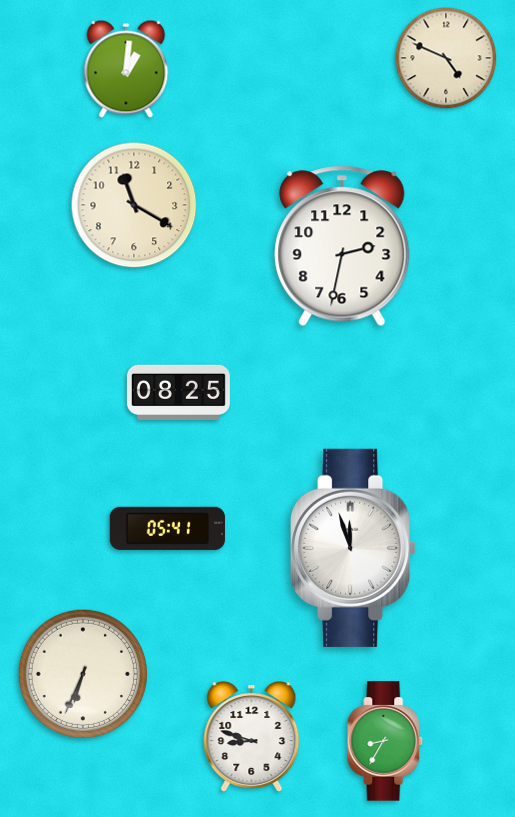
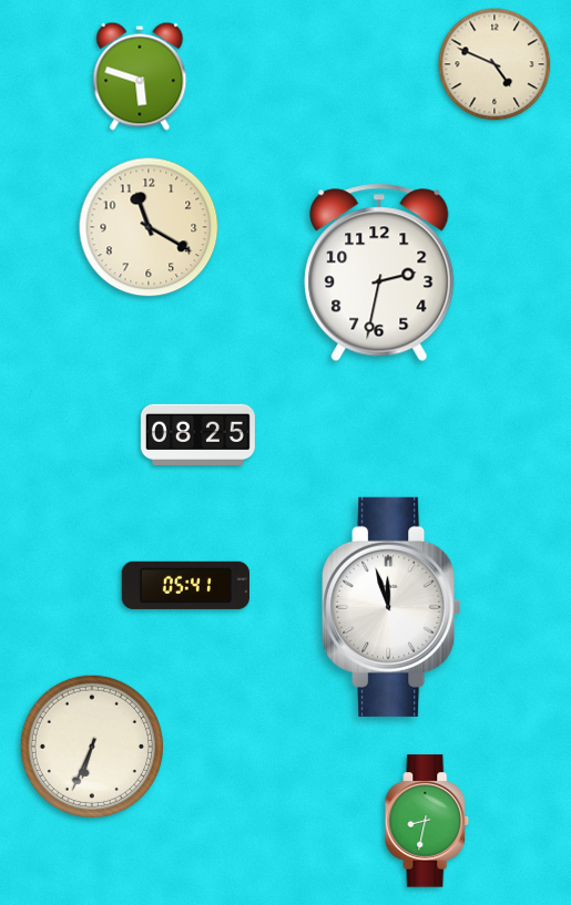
clock at (126, 69): 1:01 -> 5:48
clock at (252, 737): 8:48 -> none
clock at (385, 741): 8:35 -> 8:32
